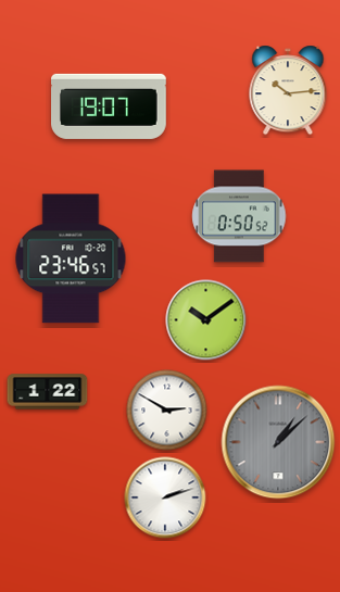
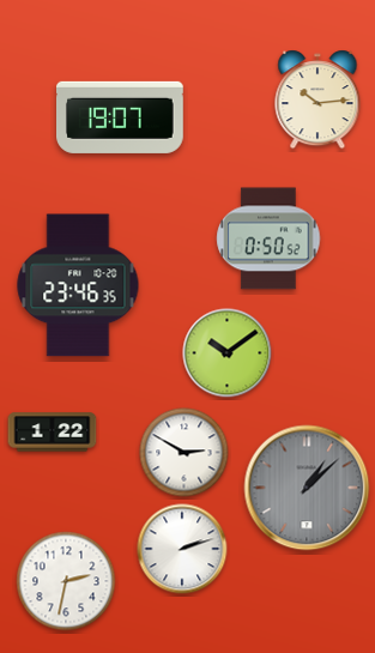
clock at (239, 216) position: (239, 216) -> (268, 238)
clock at (71, 259): 23:46:57 -> 23:46:35
clock at (66, 581): none -> 2:32
